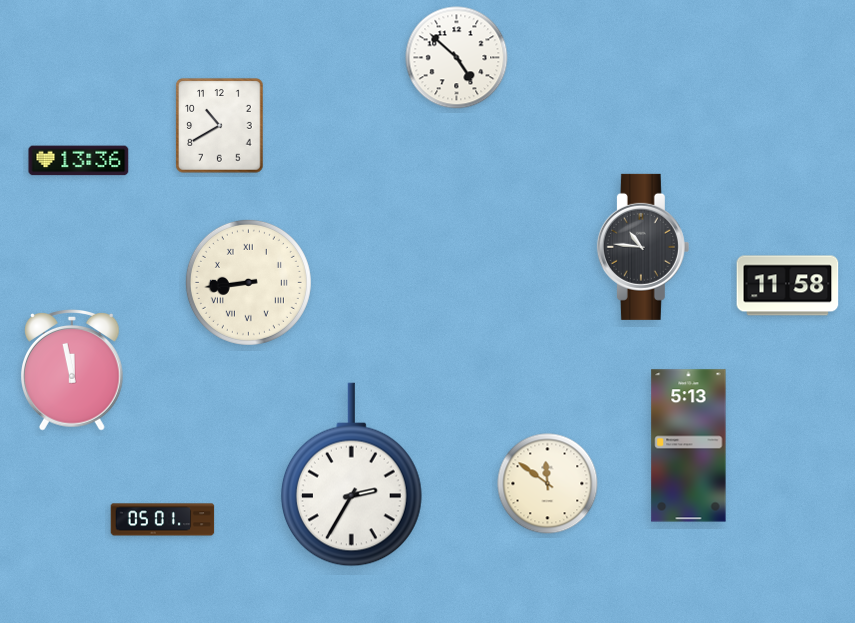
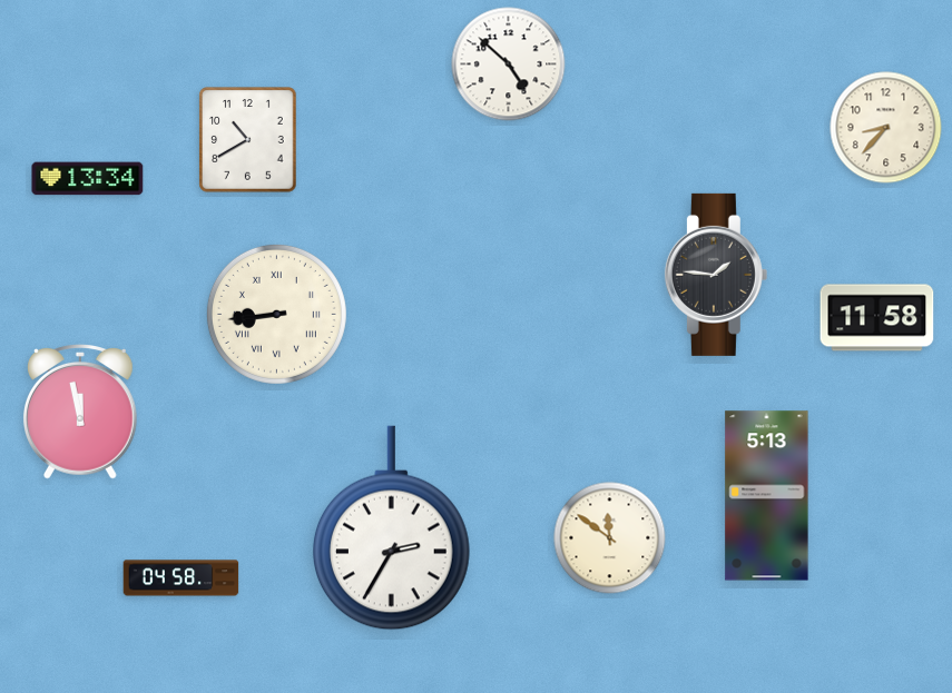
clock at (886, 128): none -> 8:37
clock at (220, 126) position: (220, 126) -> (248, 140)
clock at (79, 161): 13:36 -> 13:34
clock at (643, 247): 10:46 -> 1:46
clock at (163, 520): 05:01 -> 04:58
